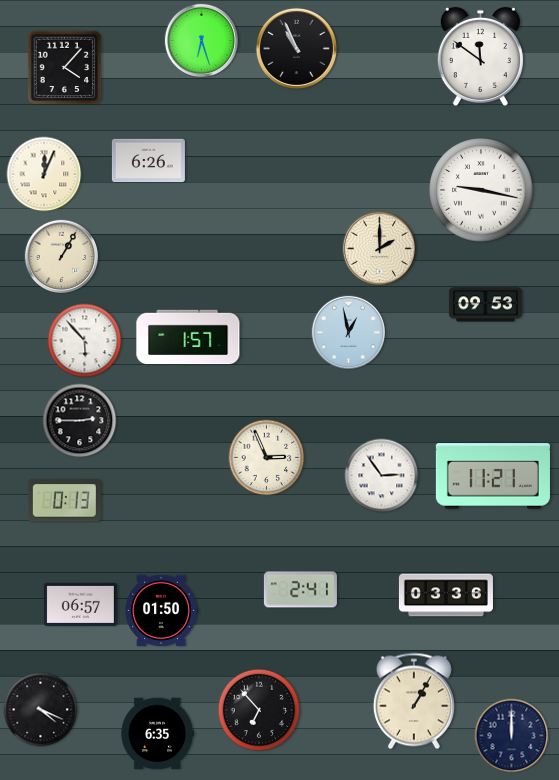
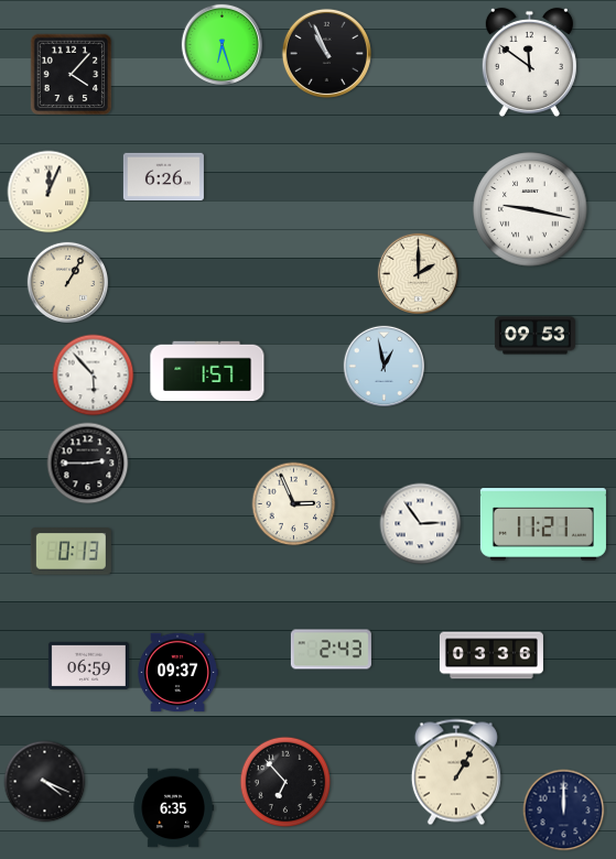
clock at (300, 590): 2:41 -> 2:43
clock at (80, 604): 06:57 -> 06:59
clock at (161, 611): 01:50 -> 09:37
